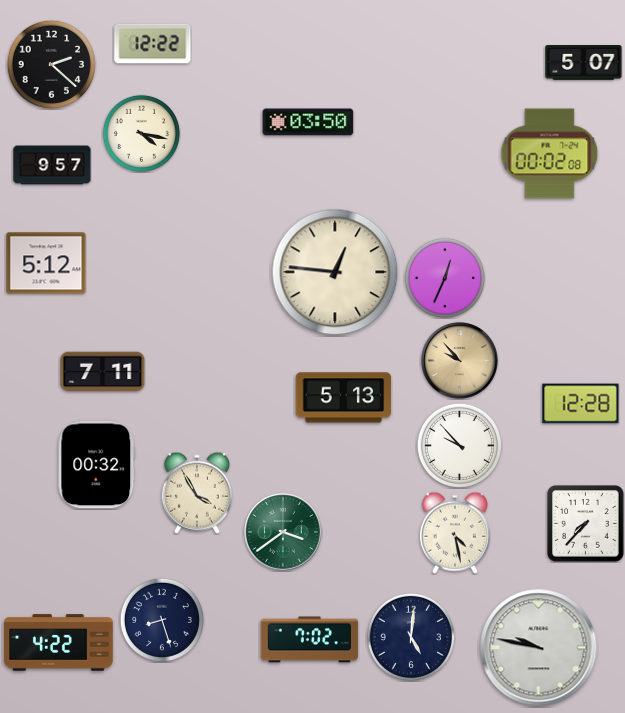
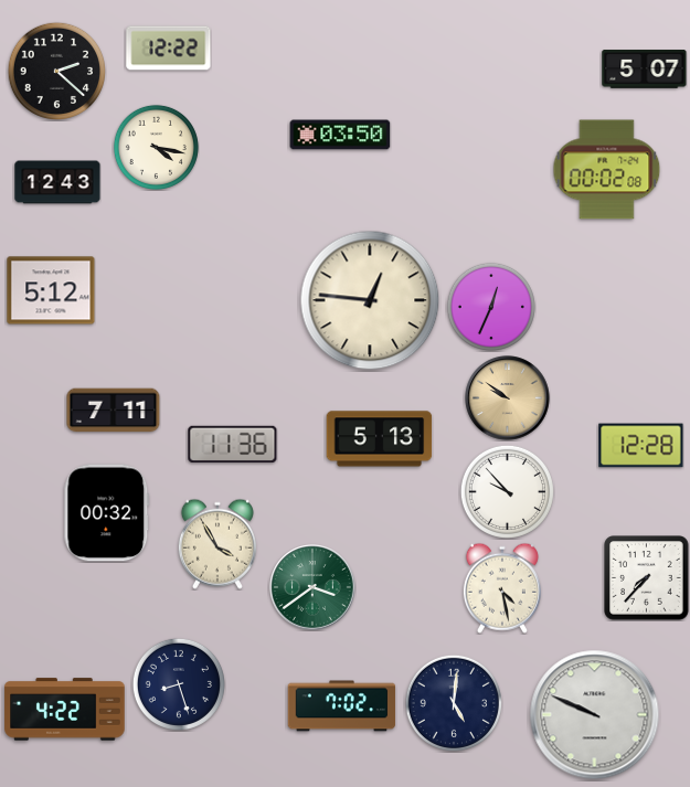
clock at (52, 165): 9:57 -> 12:43
clock at (460, 361): 9:53 -> 9:51
clock at (233, 444): none -> 11:36
clock at (539, 648): 9:47 -> 9:49
